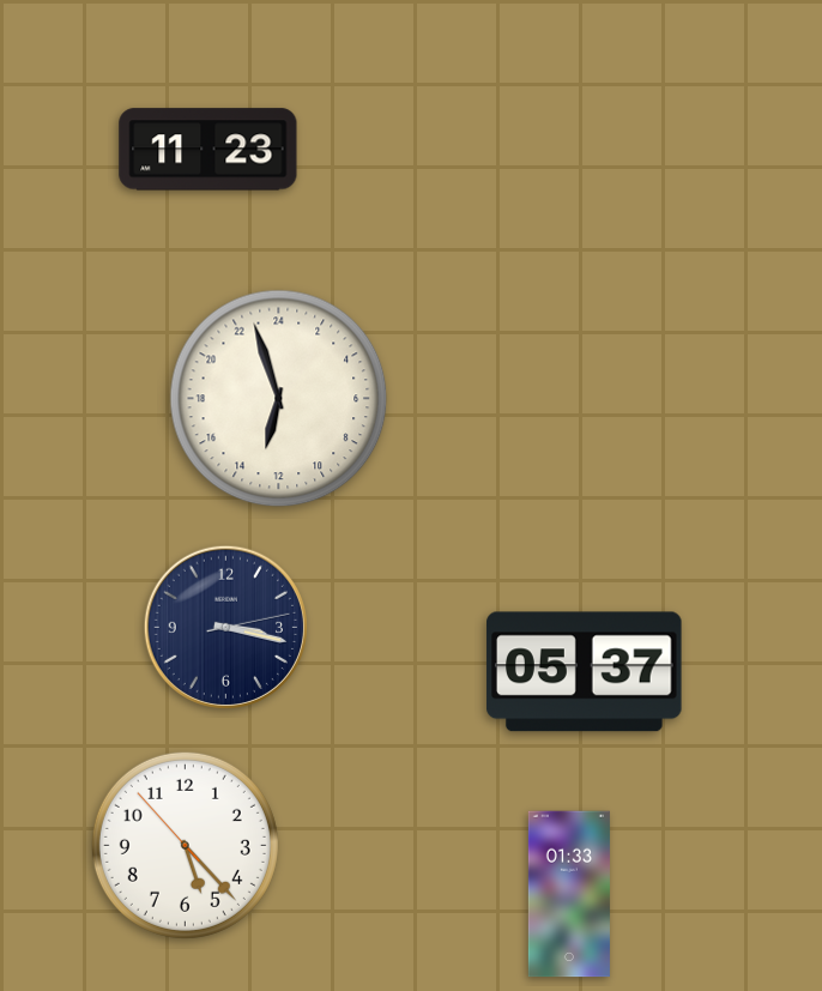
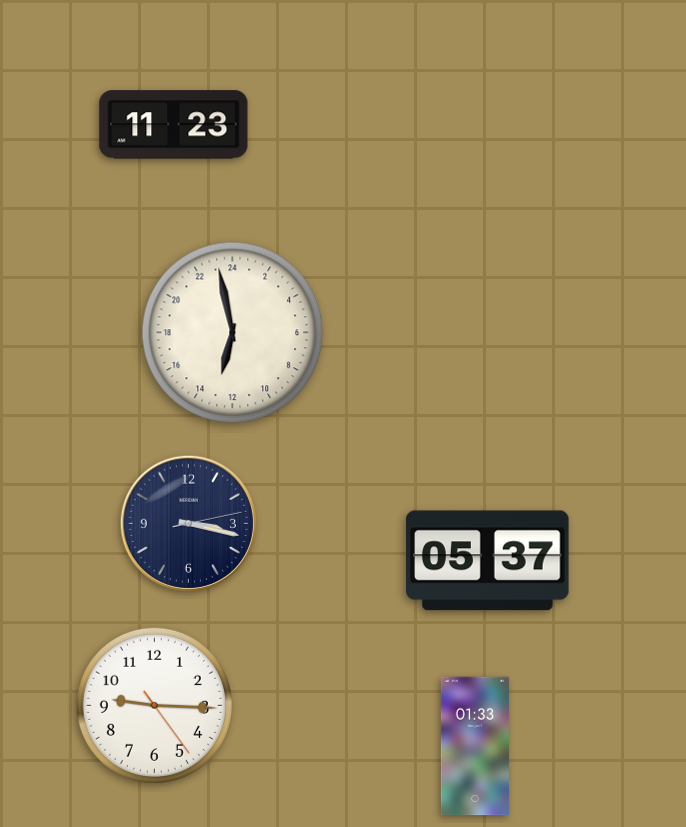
clock at (279, 399): 12:57 -> 12:58
clock at (185, 845): 5:22 -> 9:15
